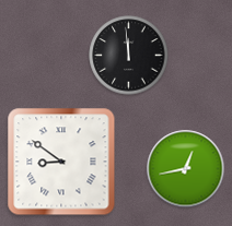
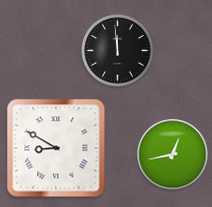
clock at (61, 162): 8:51 -> 8:50
clock at (186, 169) position: (186, 169) -> (173, 155)
